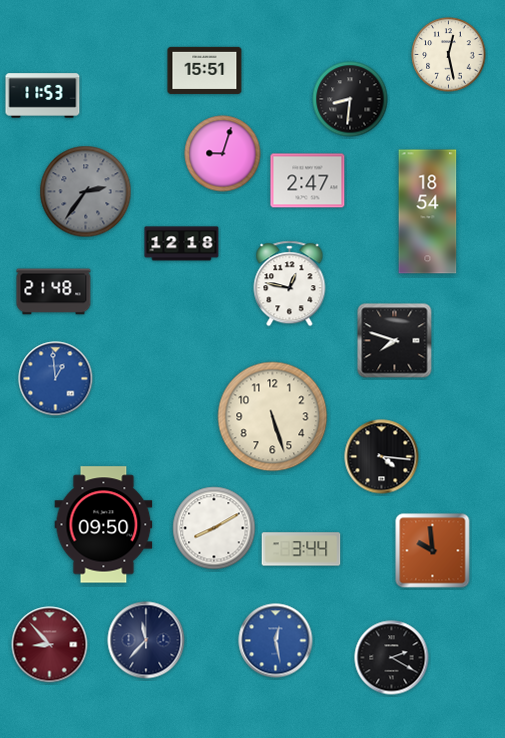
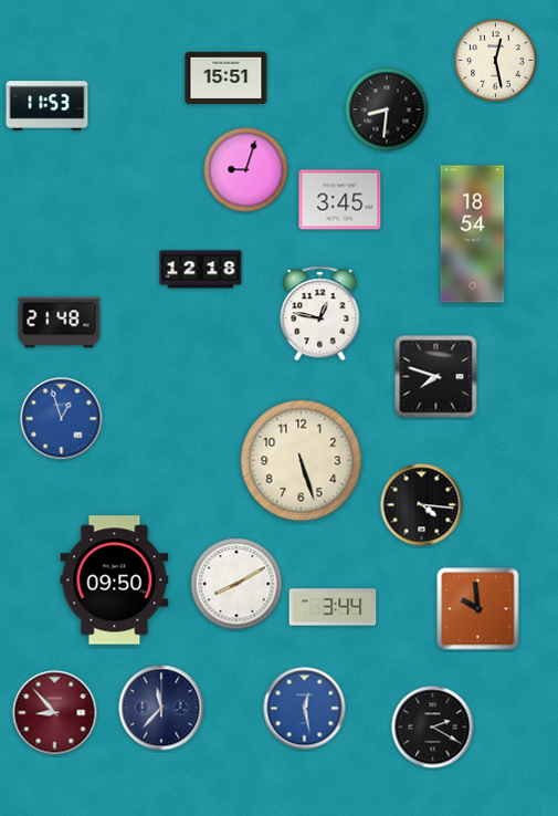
clock at (308, 181): 2:47 -> 3:45
clock at (86, 192): 2:36 -> none
clock at (56, 379): 12:59 -> 12:57
